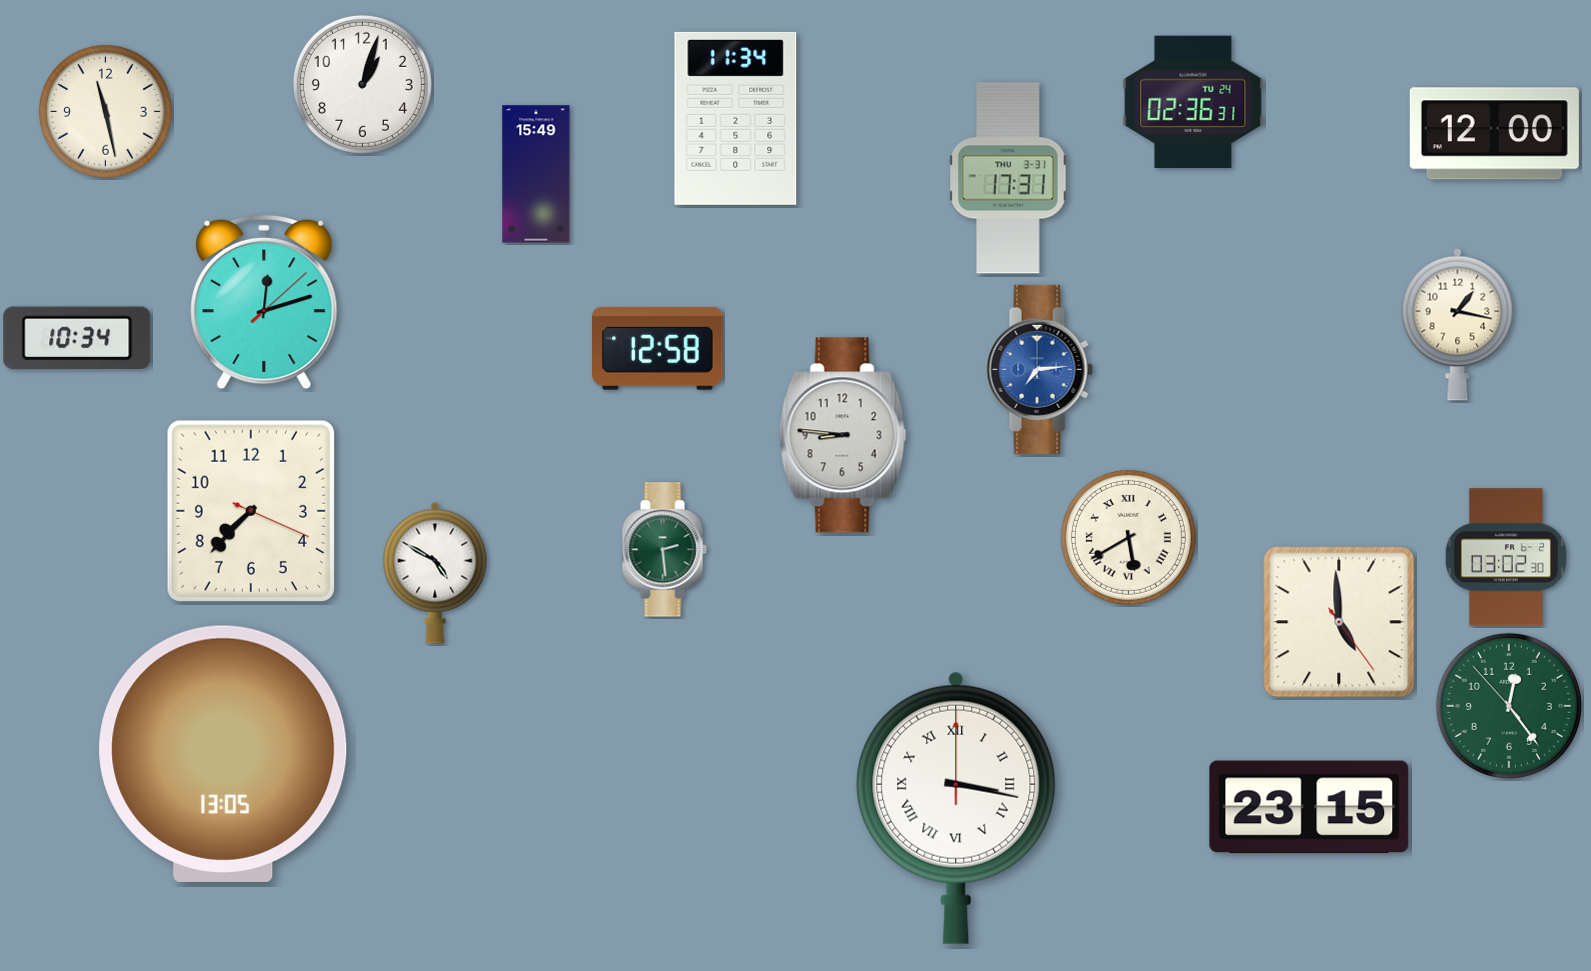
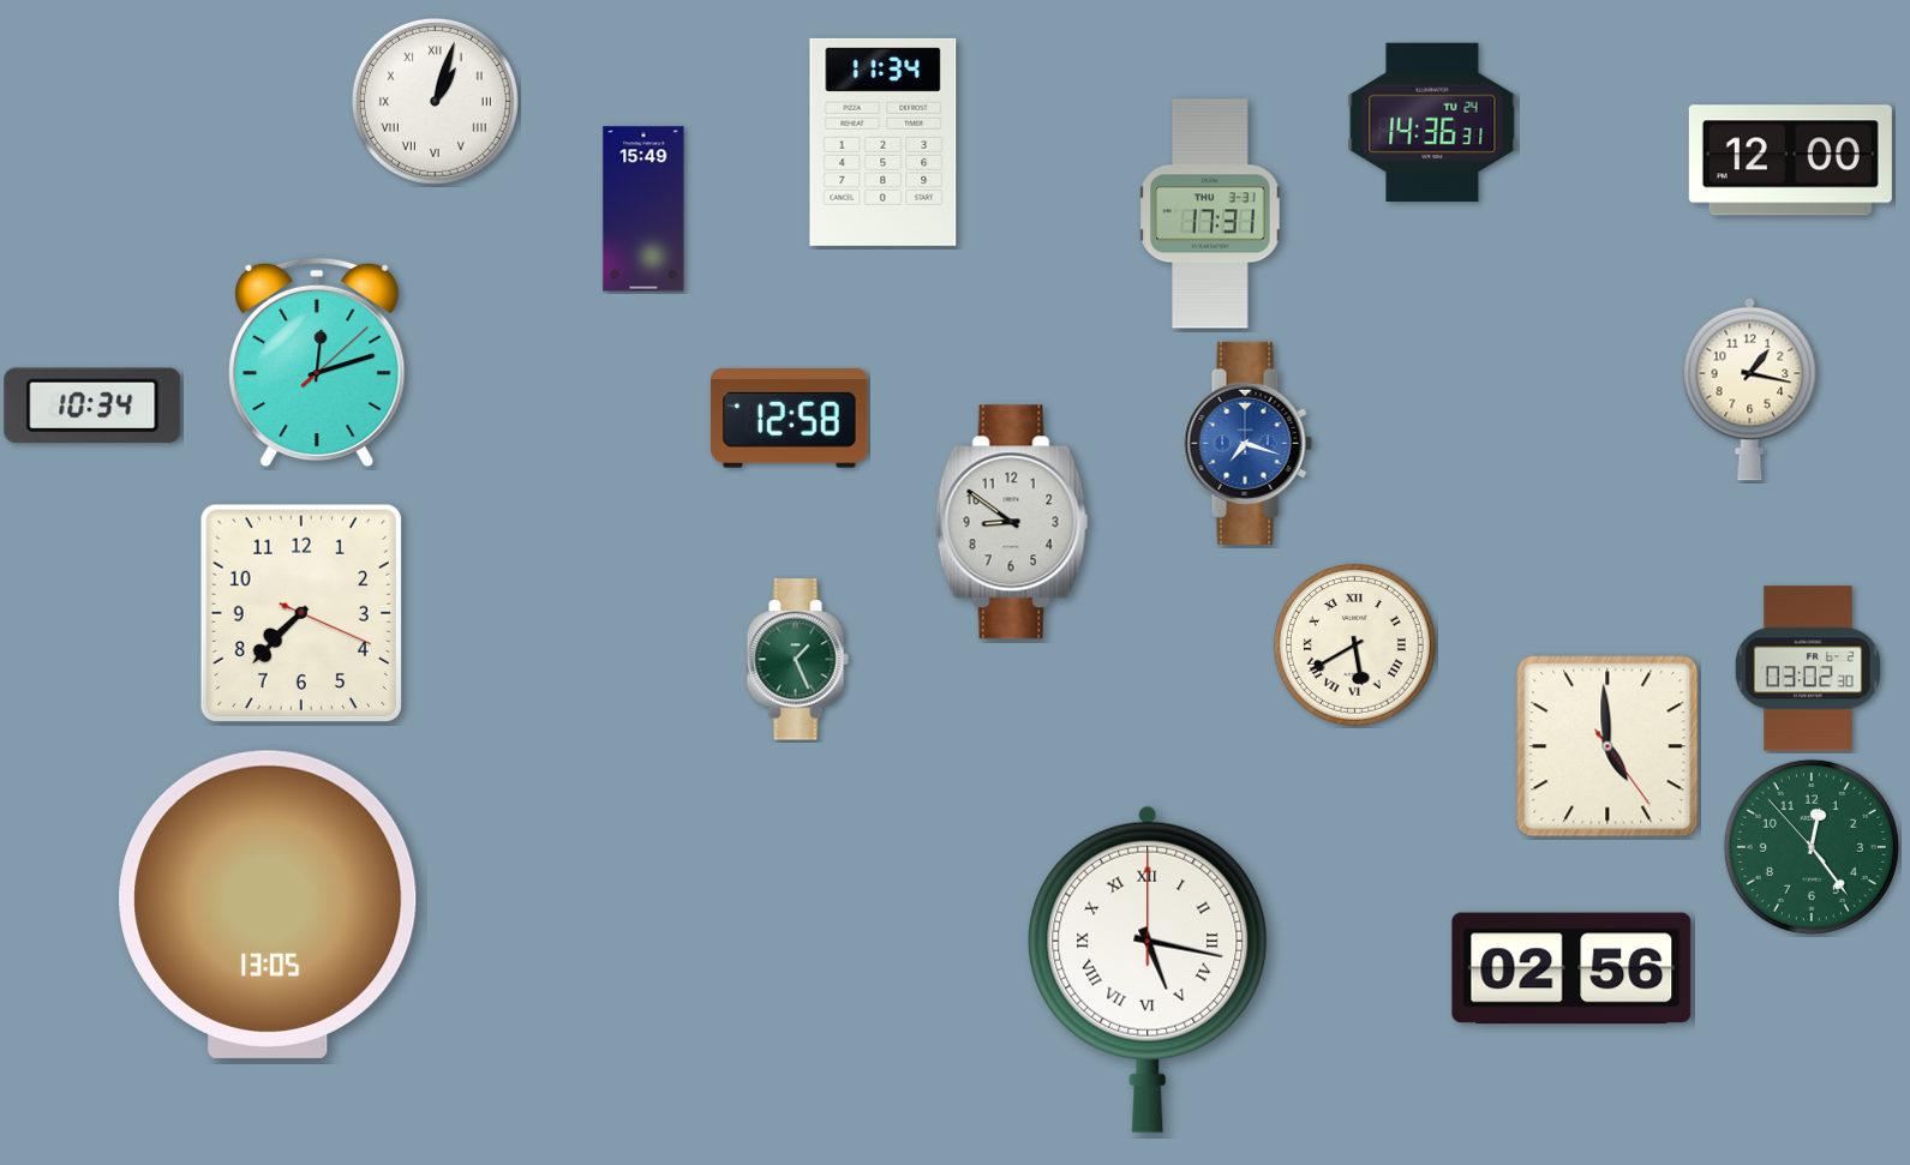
clock at (362, 84) numerals: Arabic -> Roman
clock at (1193, 101): 02:36 -> 14:36
clock at (105, 111): 11:28 -> none
clock at (1494, 134) position: (1494, 134) -> (1790, 161)
clock at (1039, 369): 7:14 -> 7:18
clock at (843, 435): 8:46 -> 8:51
clock at (664, 550): 2:29 -> 1:26
clock at (435, 573): 4:50 -> none
clock at (1309, 807): 23:15 -> 02:56
clock at (956, 808): 3:17 -> 5:17
